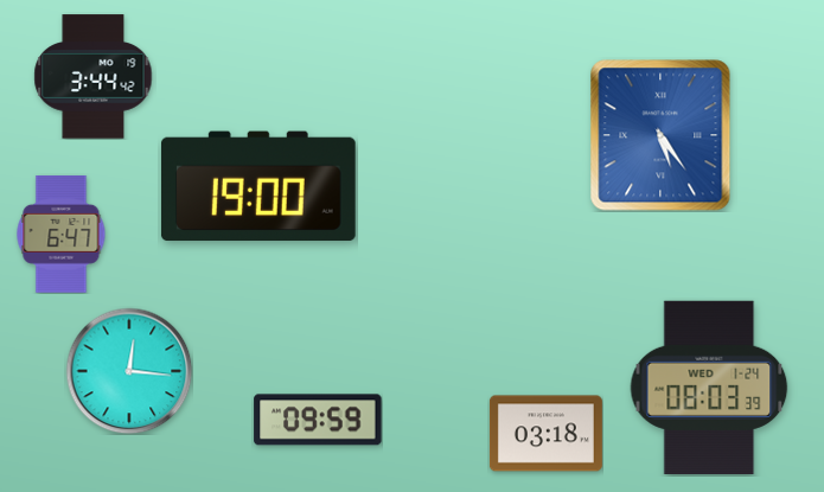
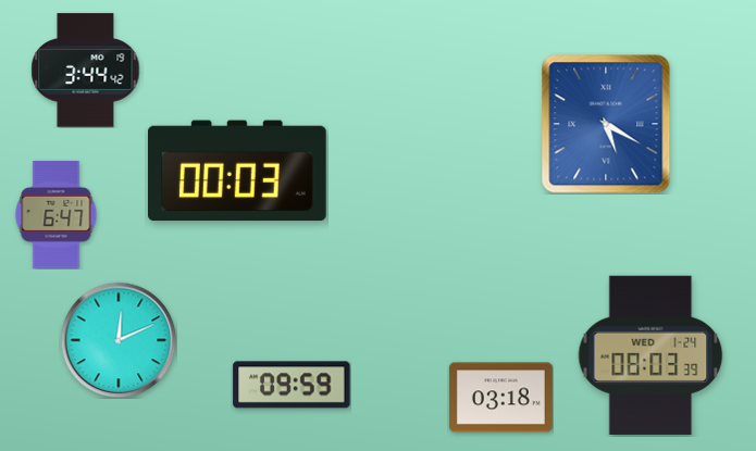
clock at (660, 135): 5:24 -> 5:20
clock at (258, 186): 19:00 -> 00:03
clock at (129, 371): 12:16 -> 12:11
